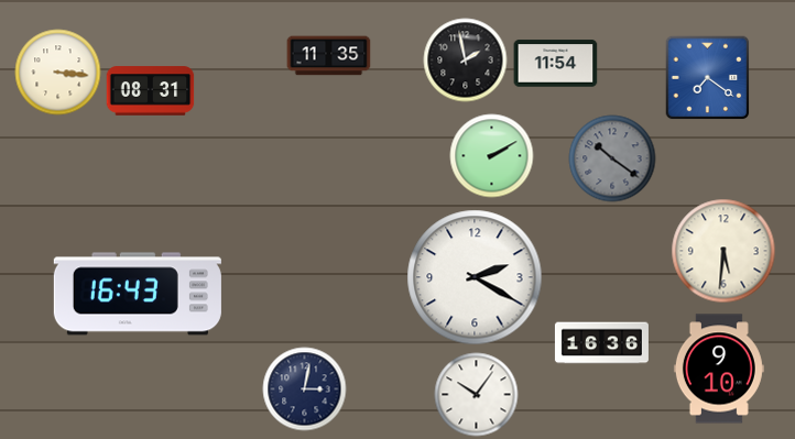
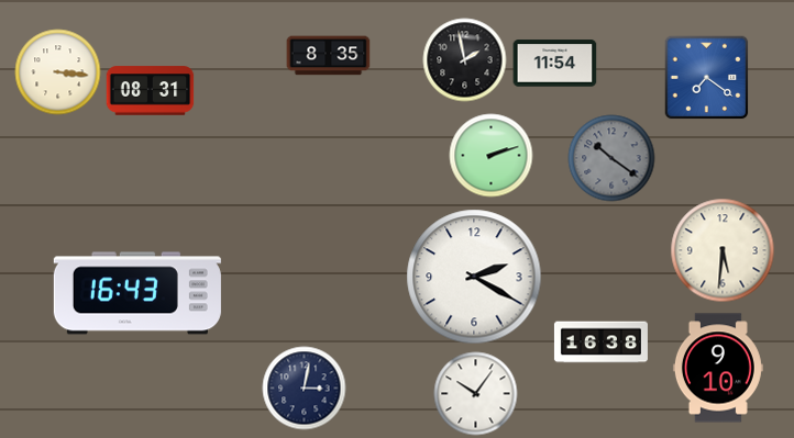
clock at (329, 56): 11:35 -> 8:35
clock at (492, 156): 2:10 -> 2:12
clock at (601, 343): 16:36 -> 16:38
